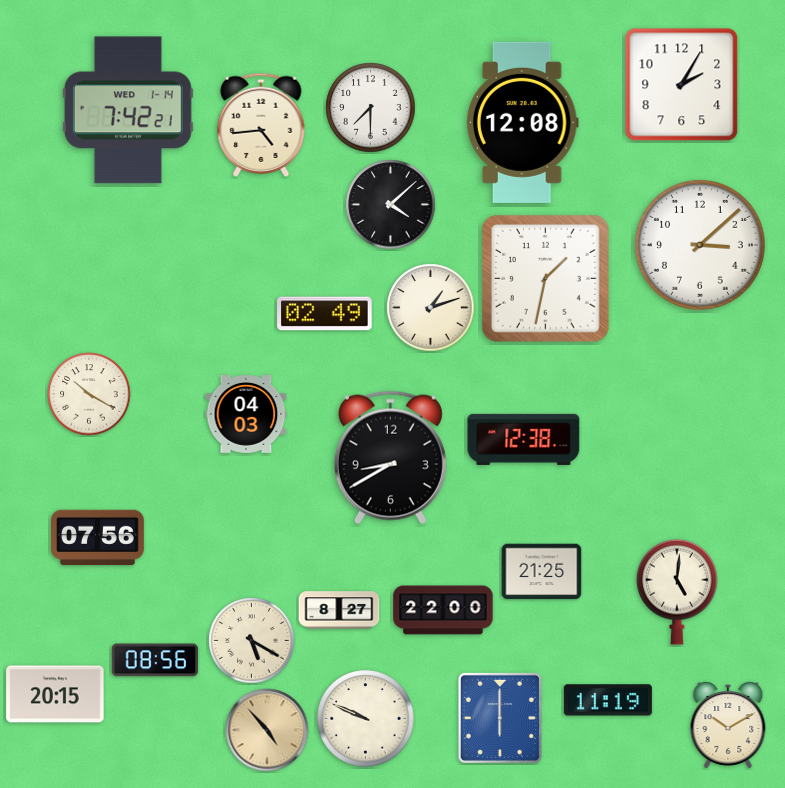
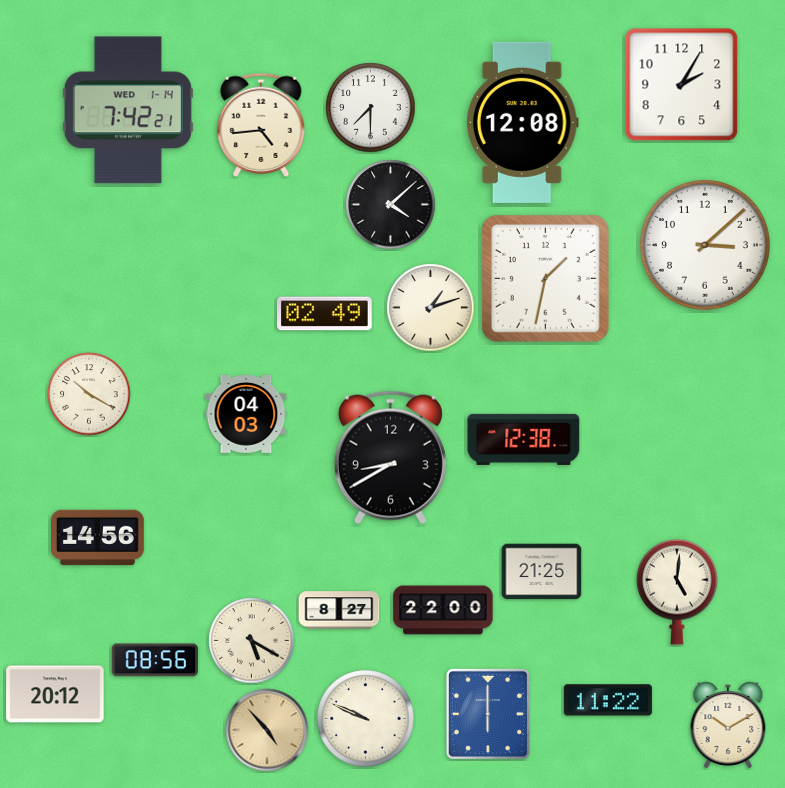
clock at (700, 245) position: (700, 245) -> (705, 245)
clock at (98, 538): 07:56 -> 14:56
clock at (55, 694): 20:15 -> 20:12
clock at (608, 700): 11:19 -> 11:22
clock at (500, 718) position: (500, 718) -> (488, 714)
